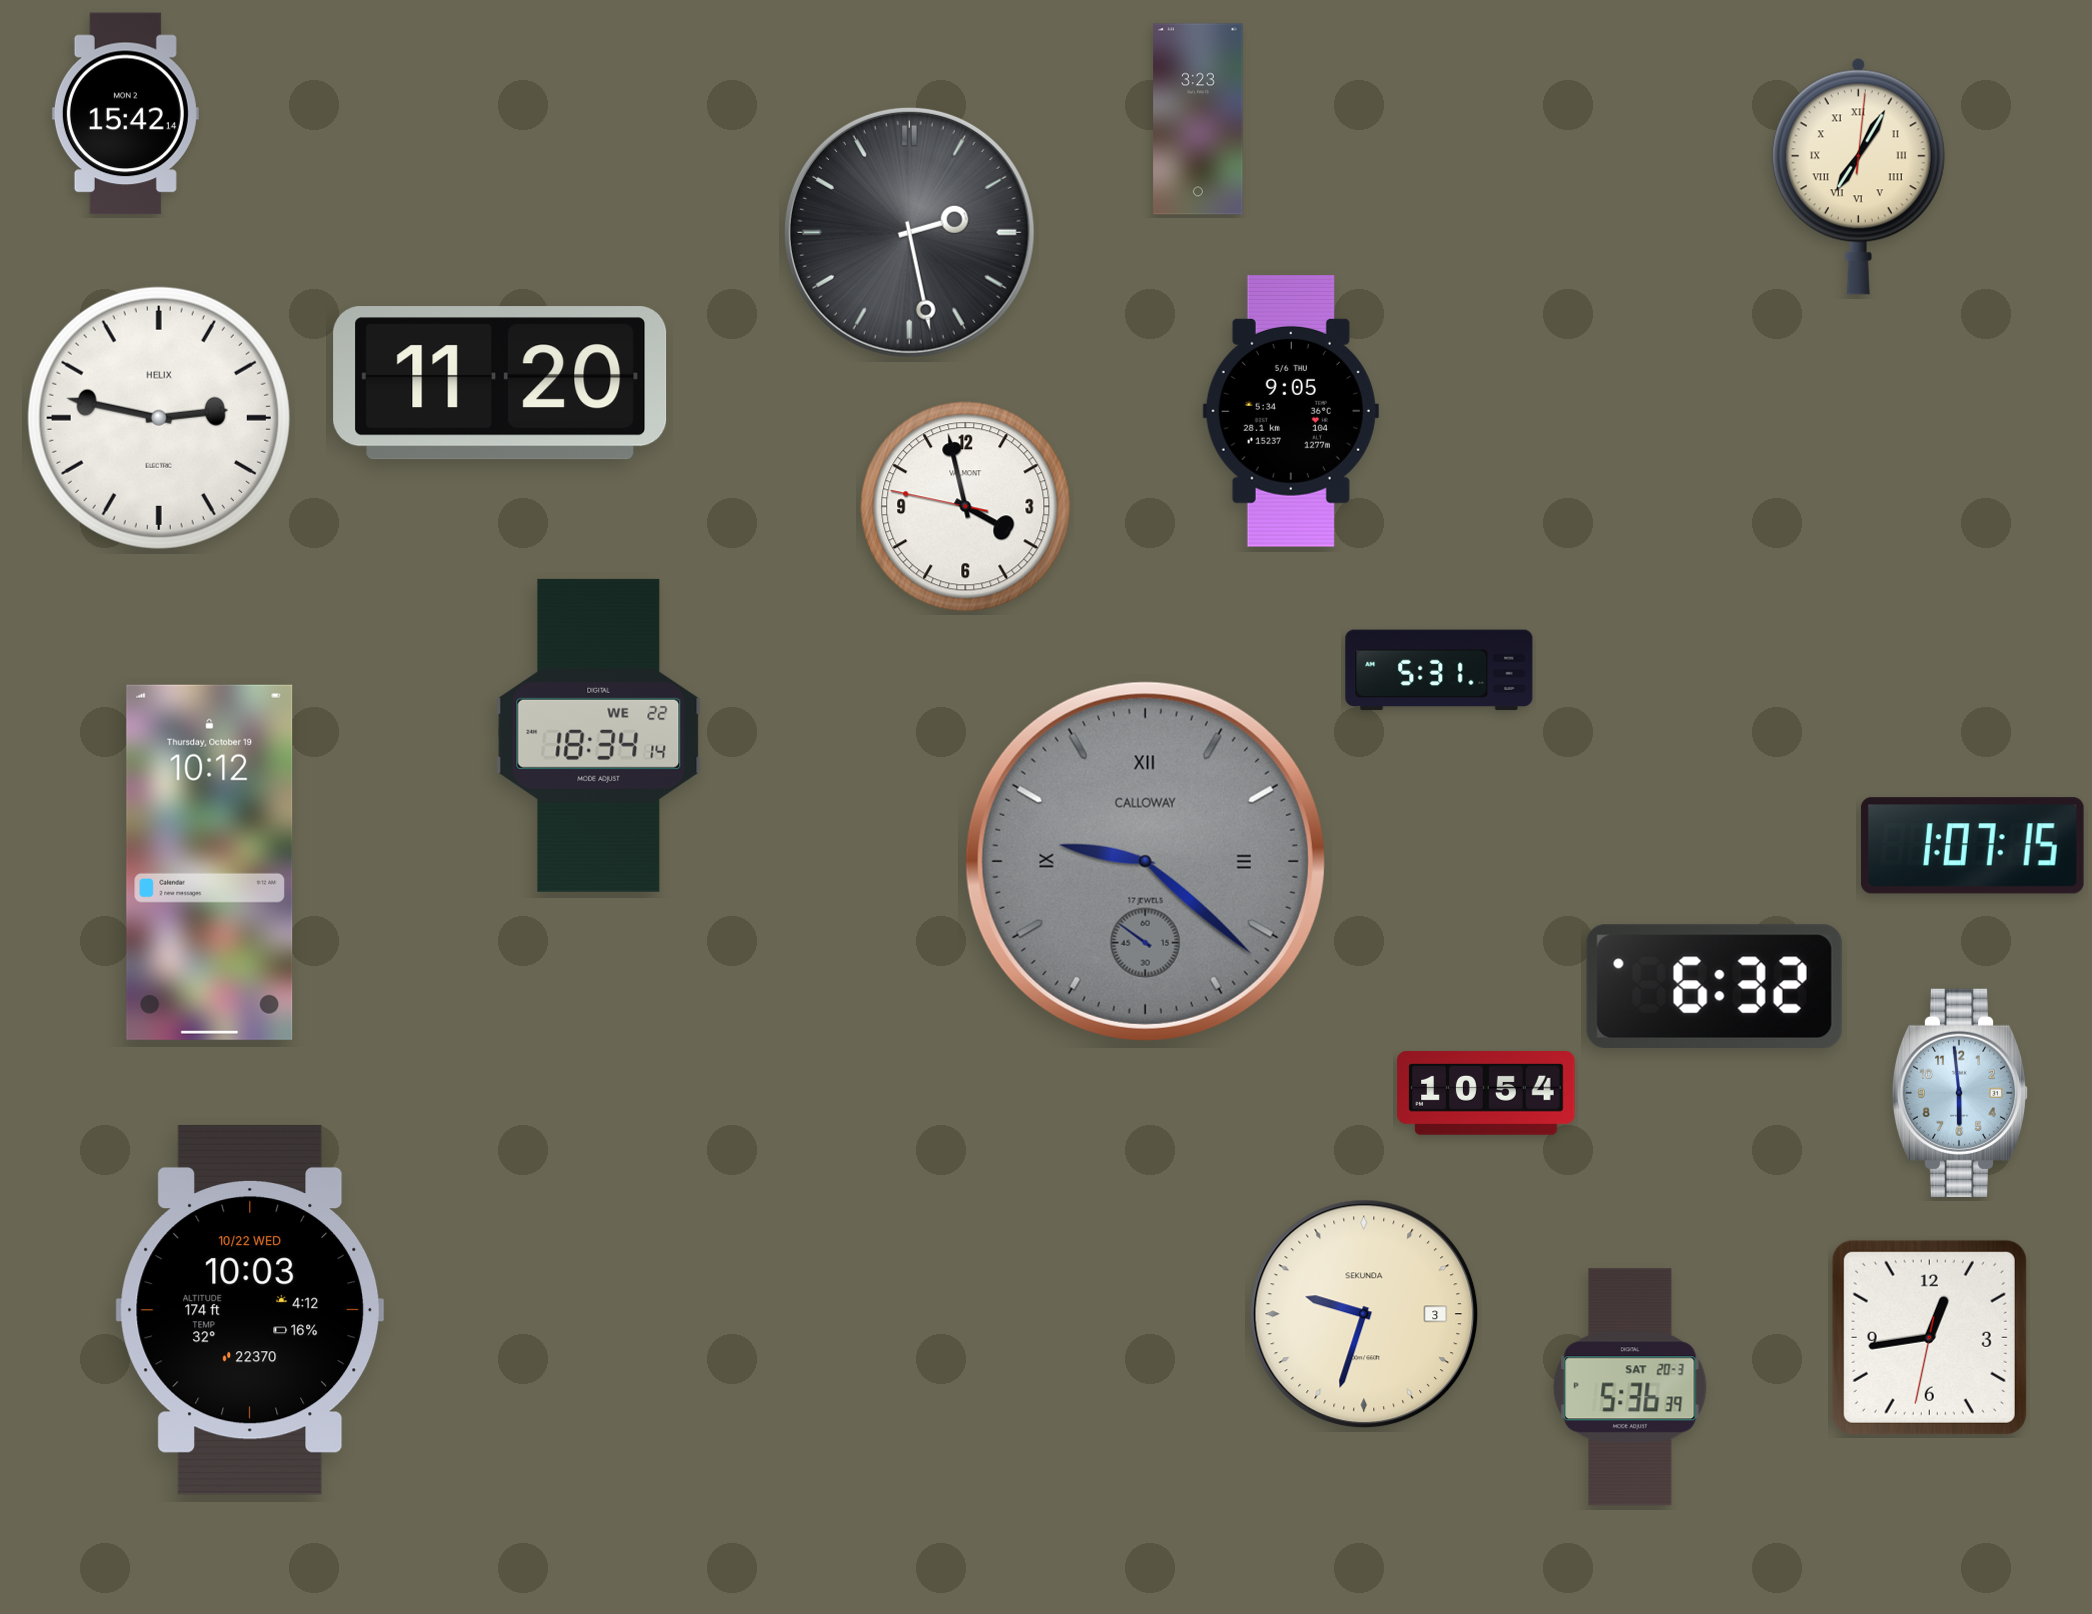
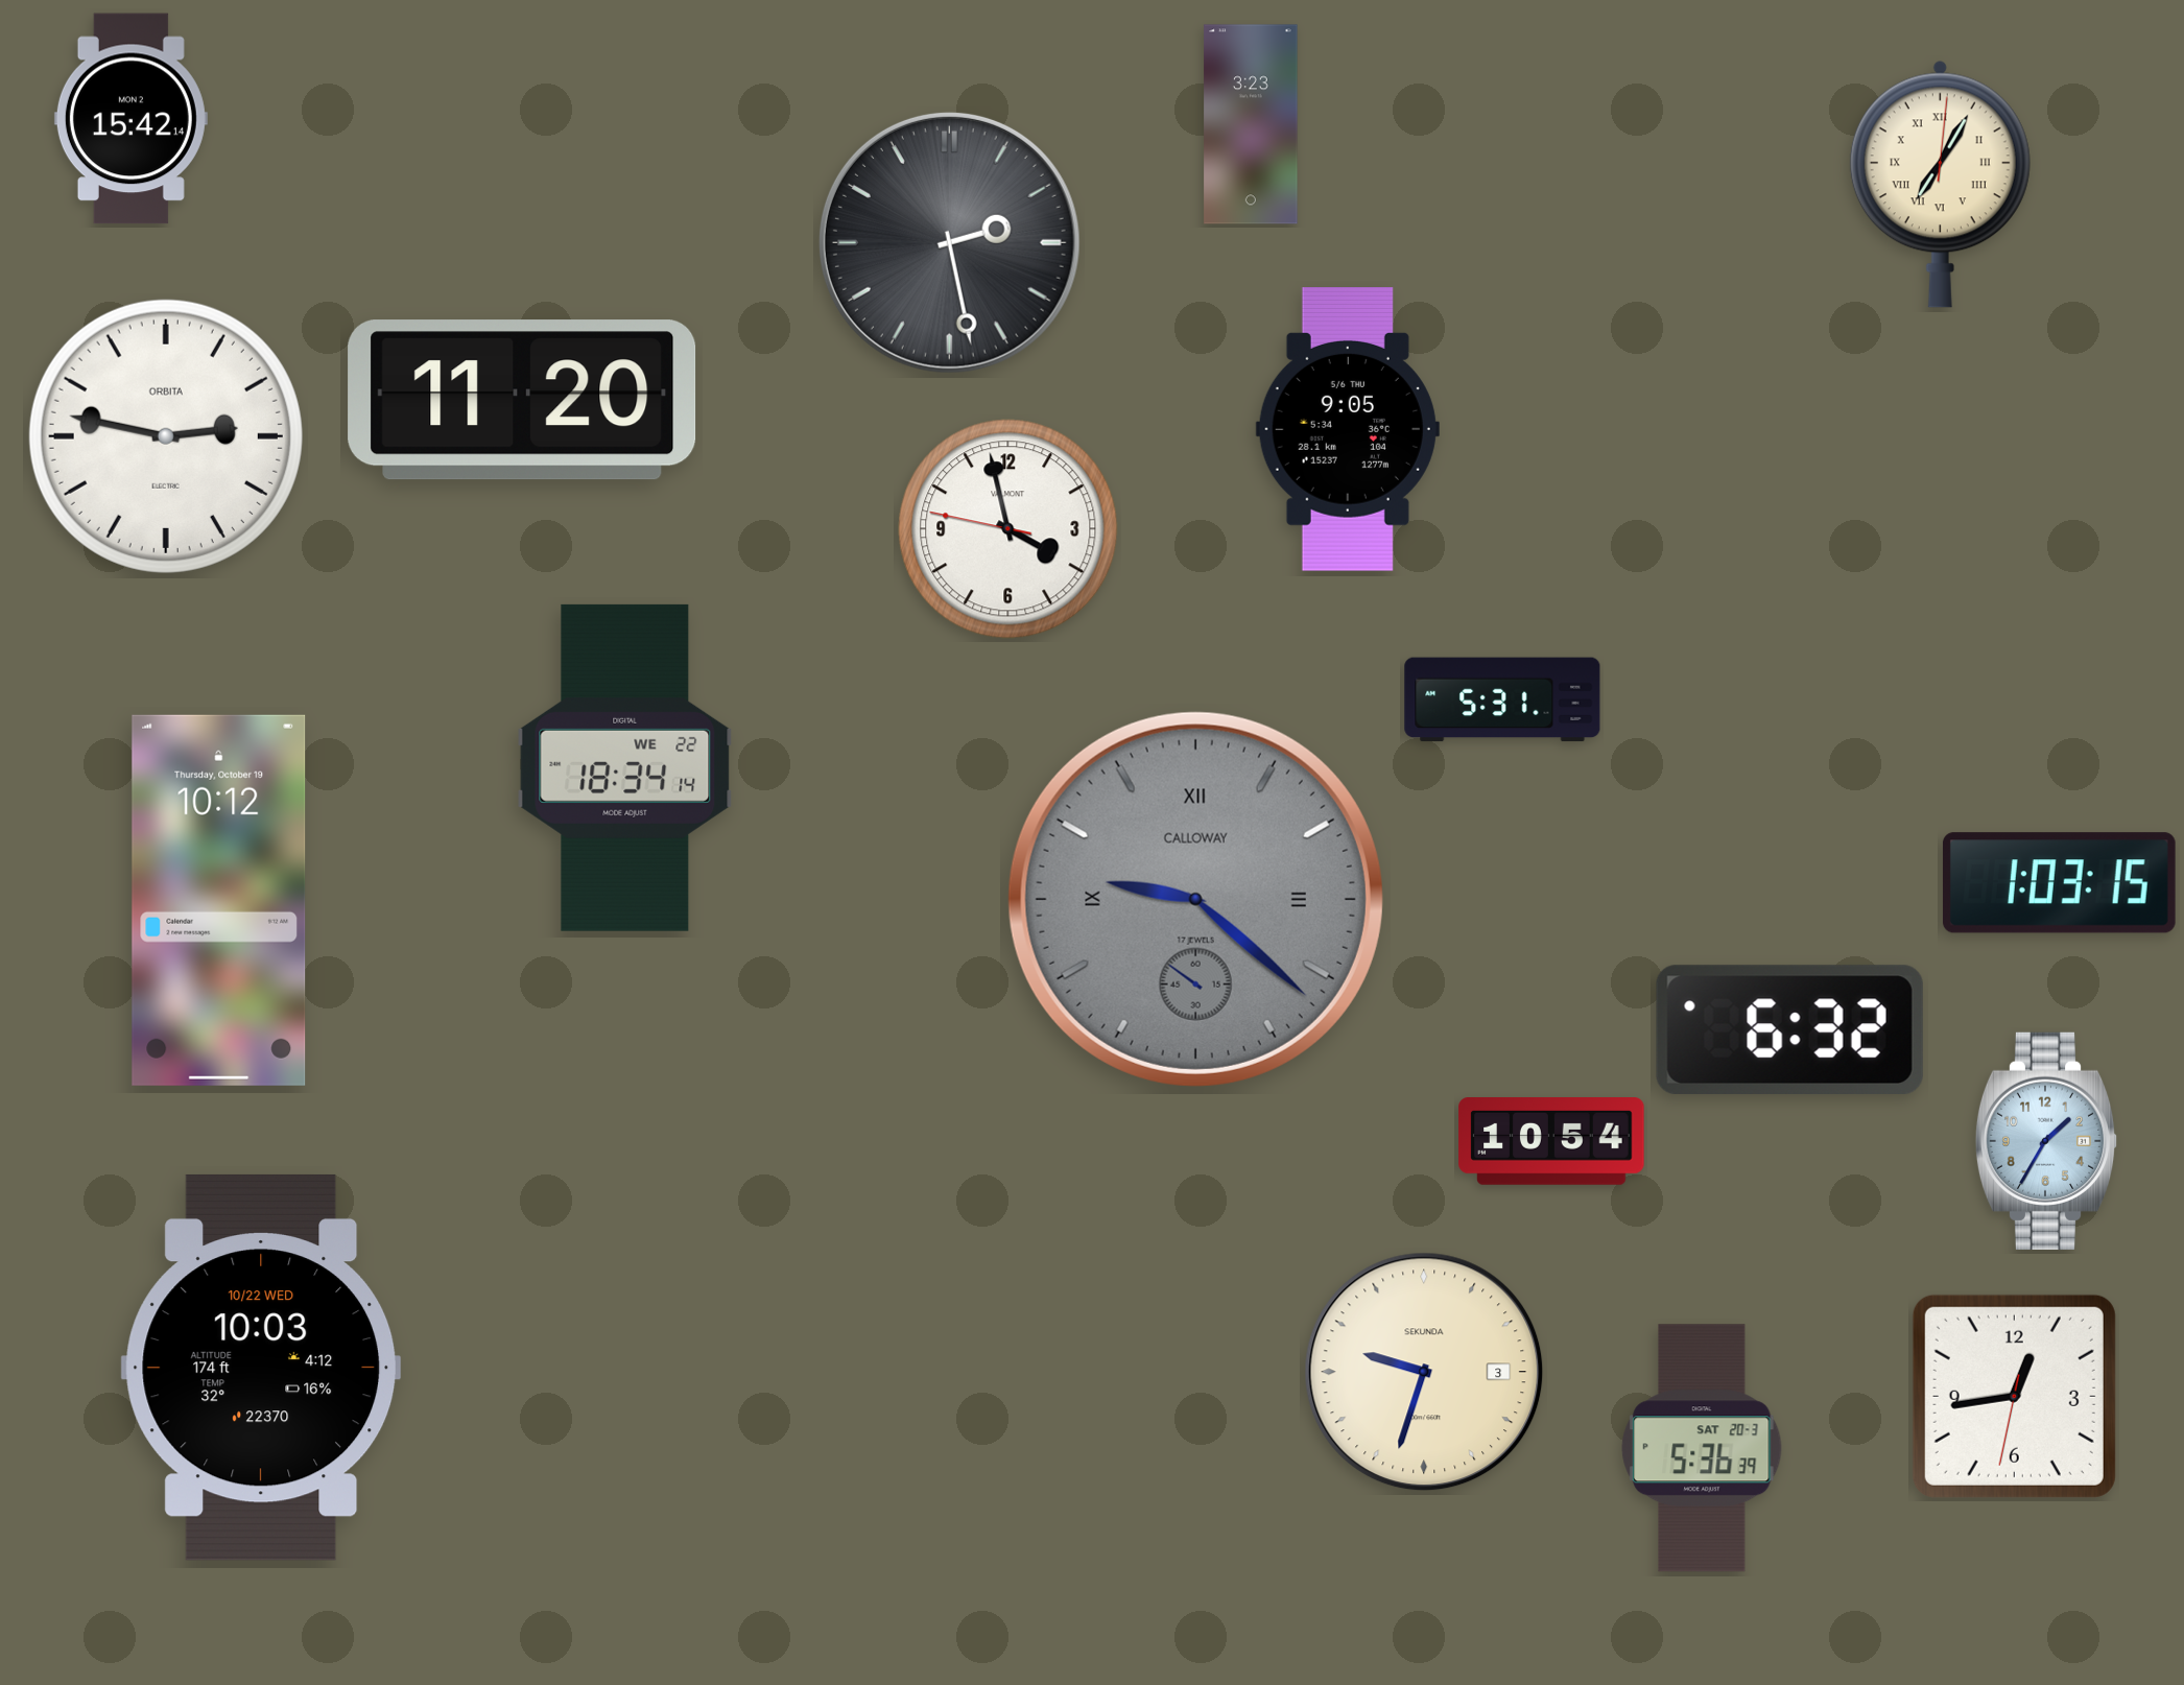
clock at (159, 418) brand: HELIX -> ORBITA
clock at (1972, 846): 1:07 -> 1:03
clock at (1960, 1093): 5:59 -> 1:35
